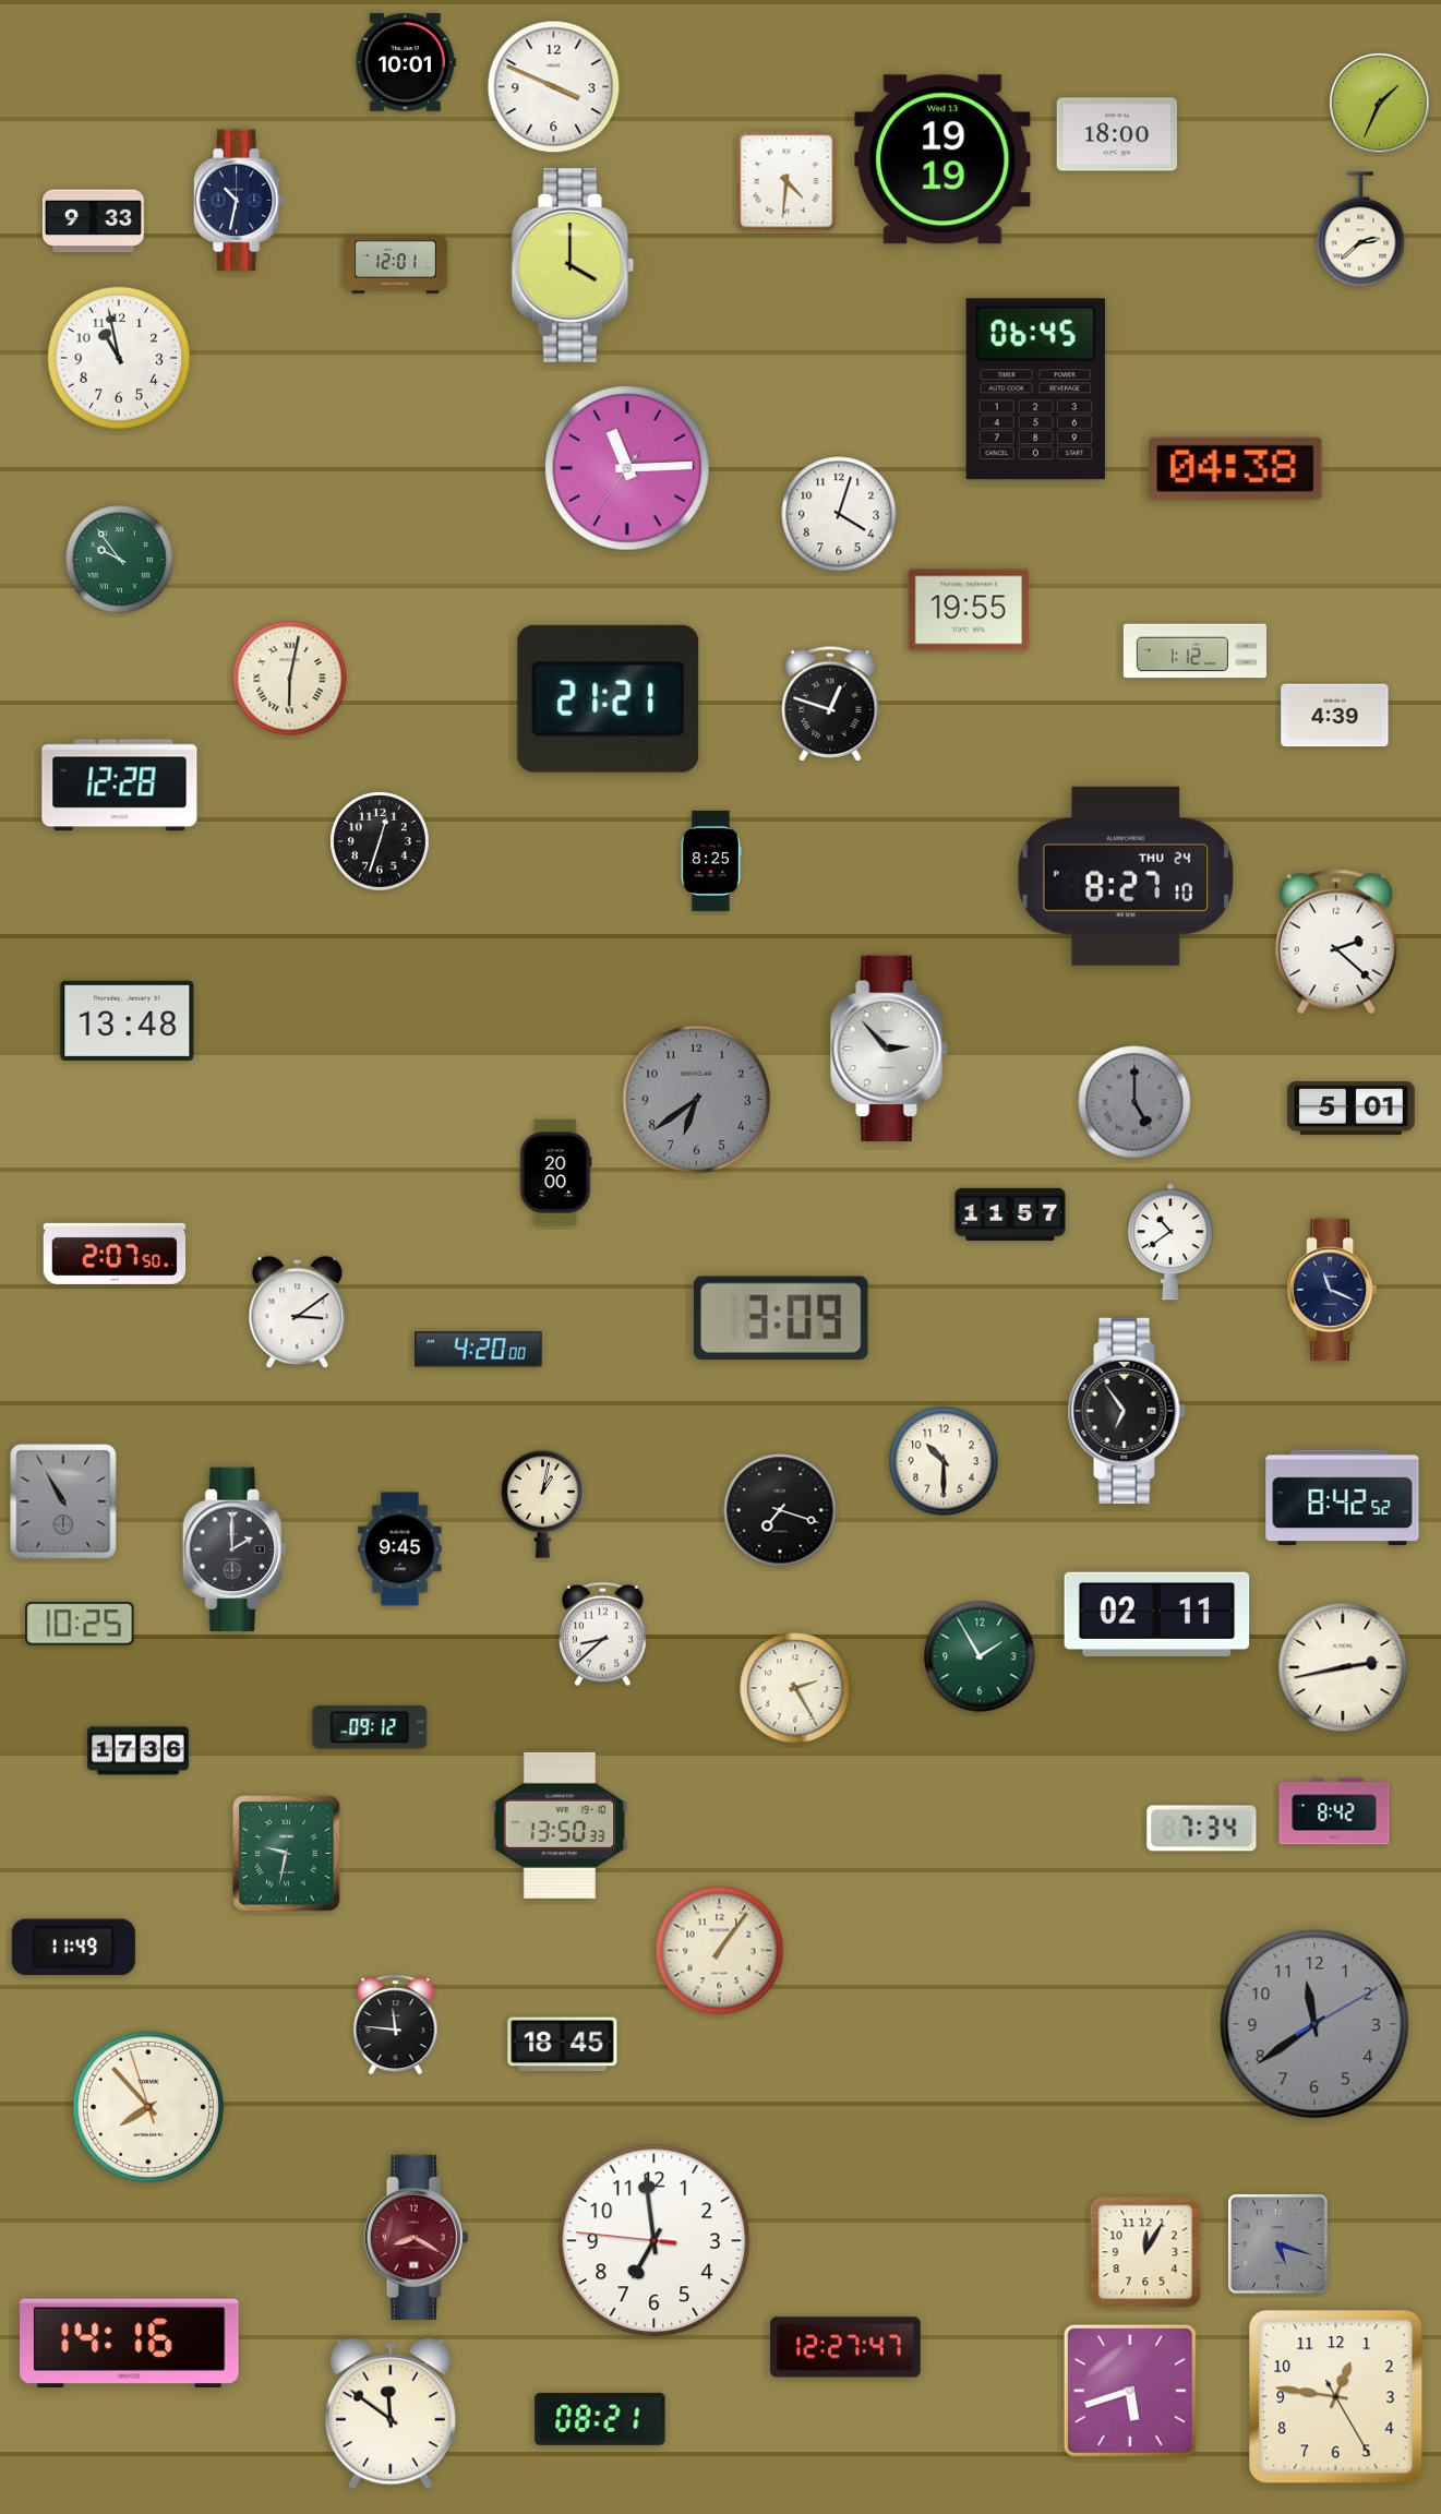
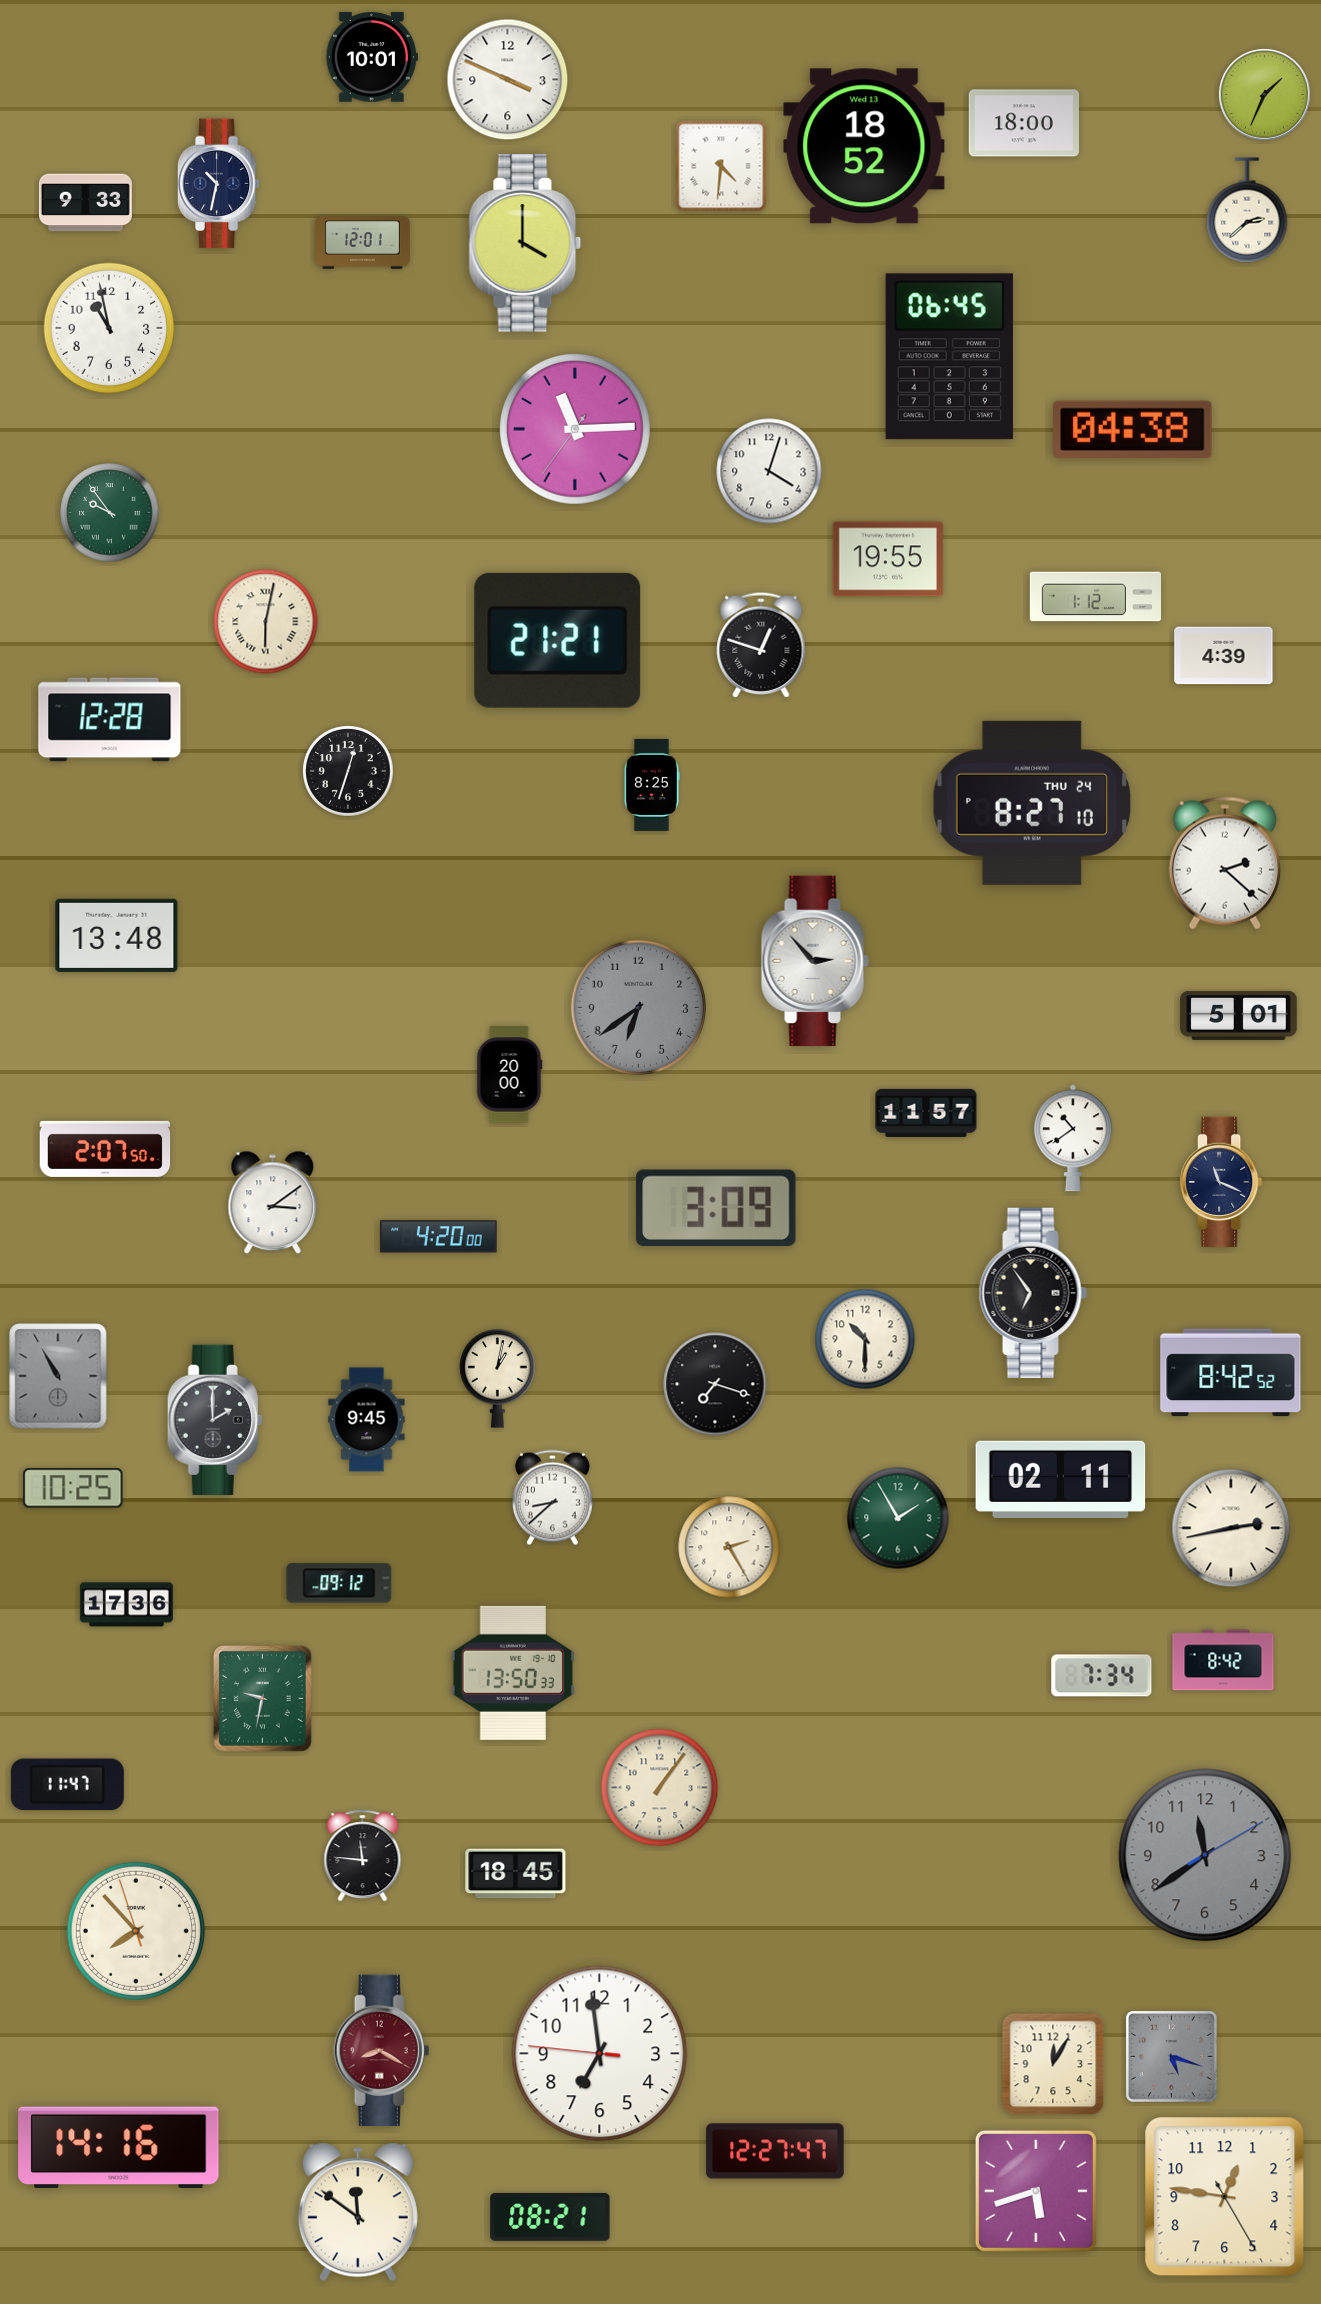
clock at (942, 159): 19:19 -> 18:52
clock at (711, 861) position: (711, 861) -> (652, 785)
clock at (1134, 1102): 5:00 -> none
clock at (73, 1948): 11:49 -> 11:47
clock at (1145, 2252) position: (1145, 2252) -> (1053, 2064)
